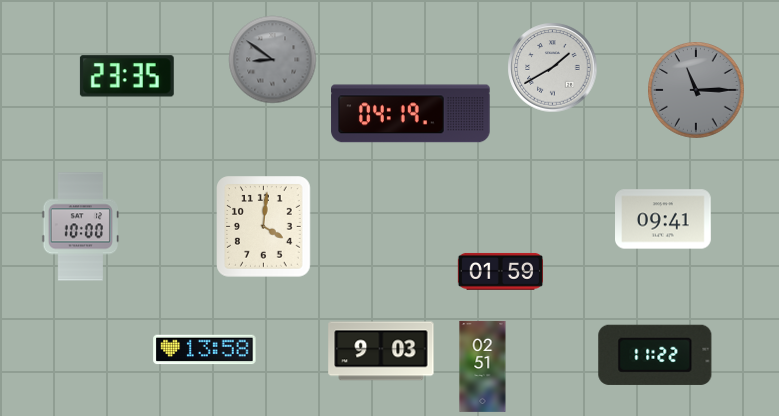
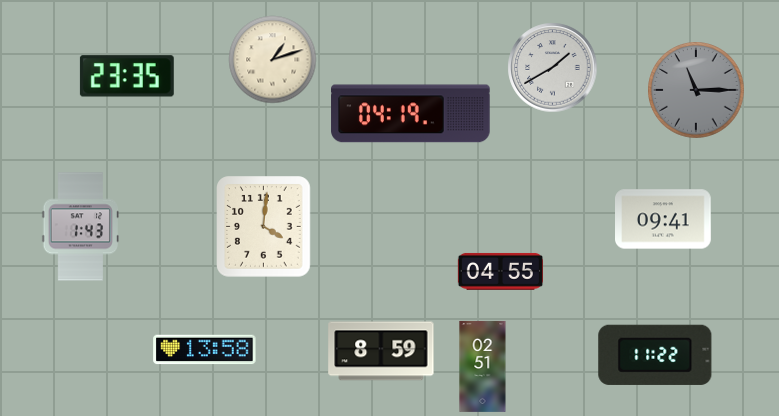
clock at (272, 59): 8:51 -> 1:12
clock at (272, 59) dial: grey -> cream
clock at (80, 227): 10:00 -> 1:43
clock at (500, 271): 01:59 -> 04:55
clock at (381, 351): 9:03 -> 8:59
